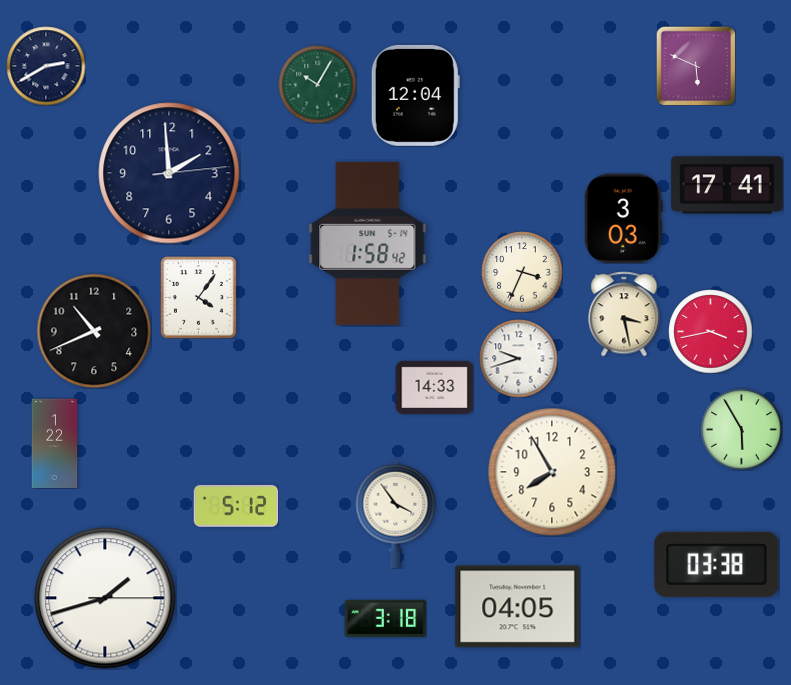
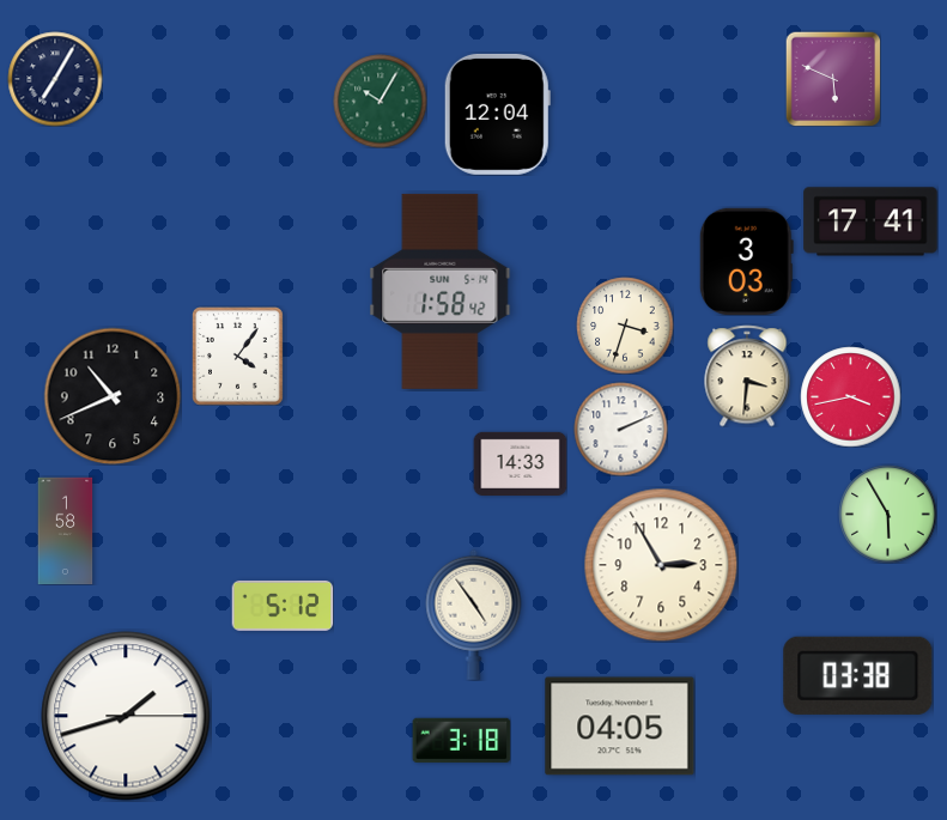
clock at (46, 66): 2:40 -> 7:05
clock at (169, 173): 1:59 -> none
clock at (522, 272): 3:34 -> 3:33
clock at (624, 314): 3:28 -> 3:31
clock at (518, 358): 9:42 -> 2:11
clock at (55, 443): 1:22 -> 1:58
clock at (552, 472): 7:55 -> 2:55
clock at (396, 513): 3:54 -> 4:54
